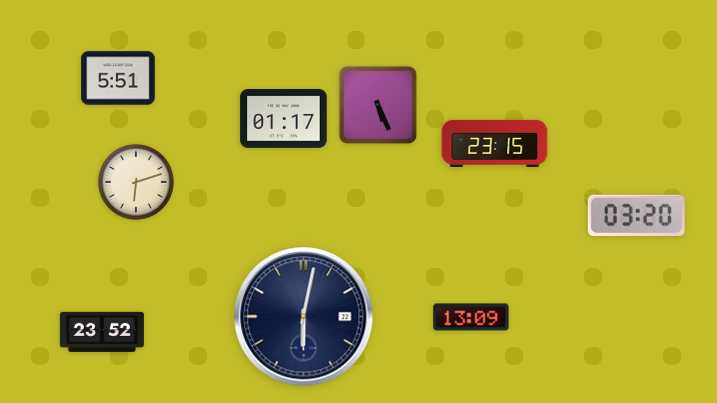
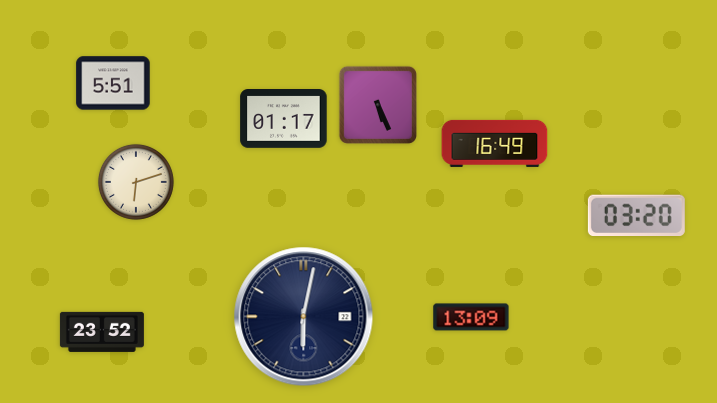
clock at (118, 78) position: (118, 78) -> (113, 83)
clock at (495, 143): 23:15 -> 16:49
